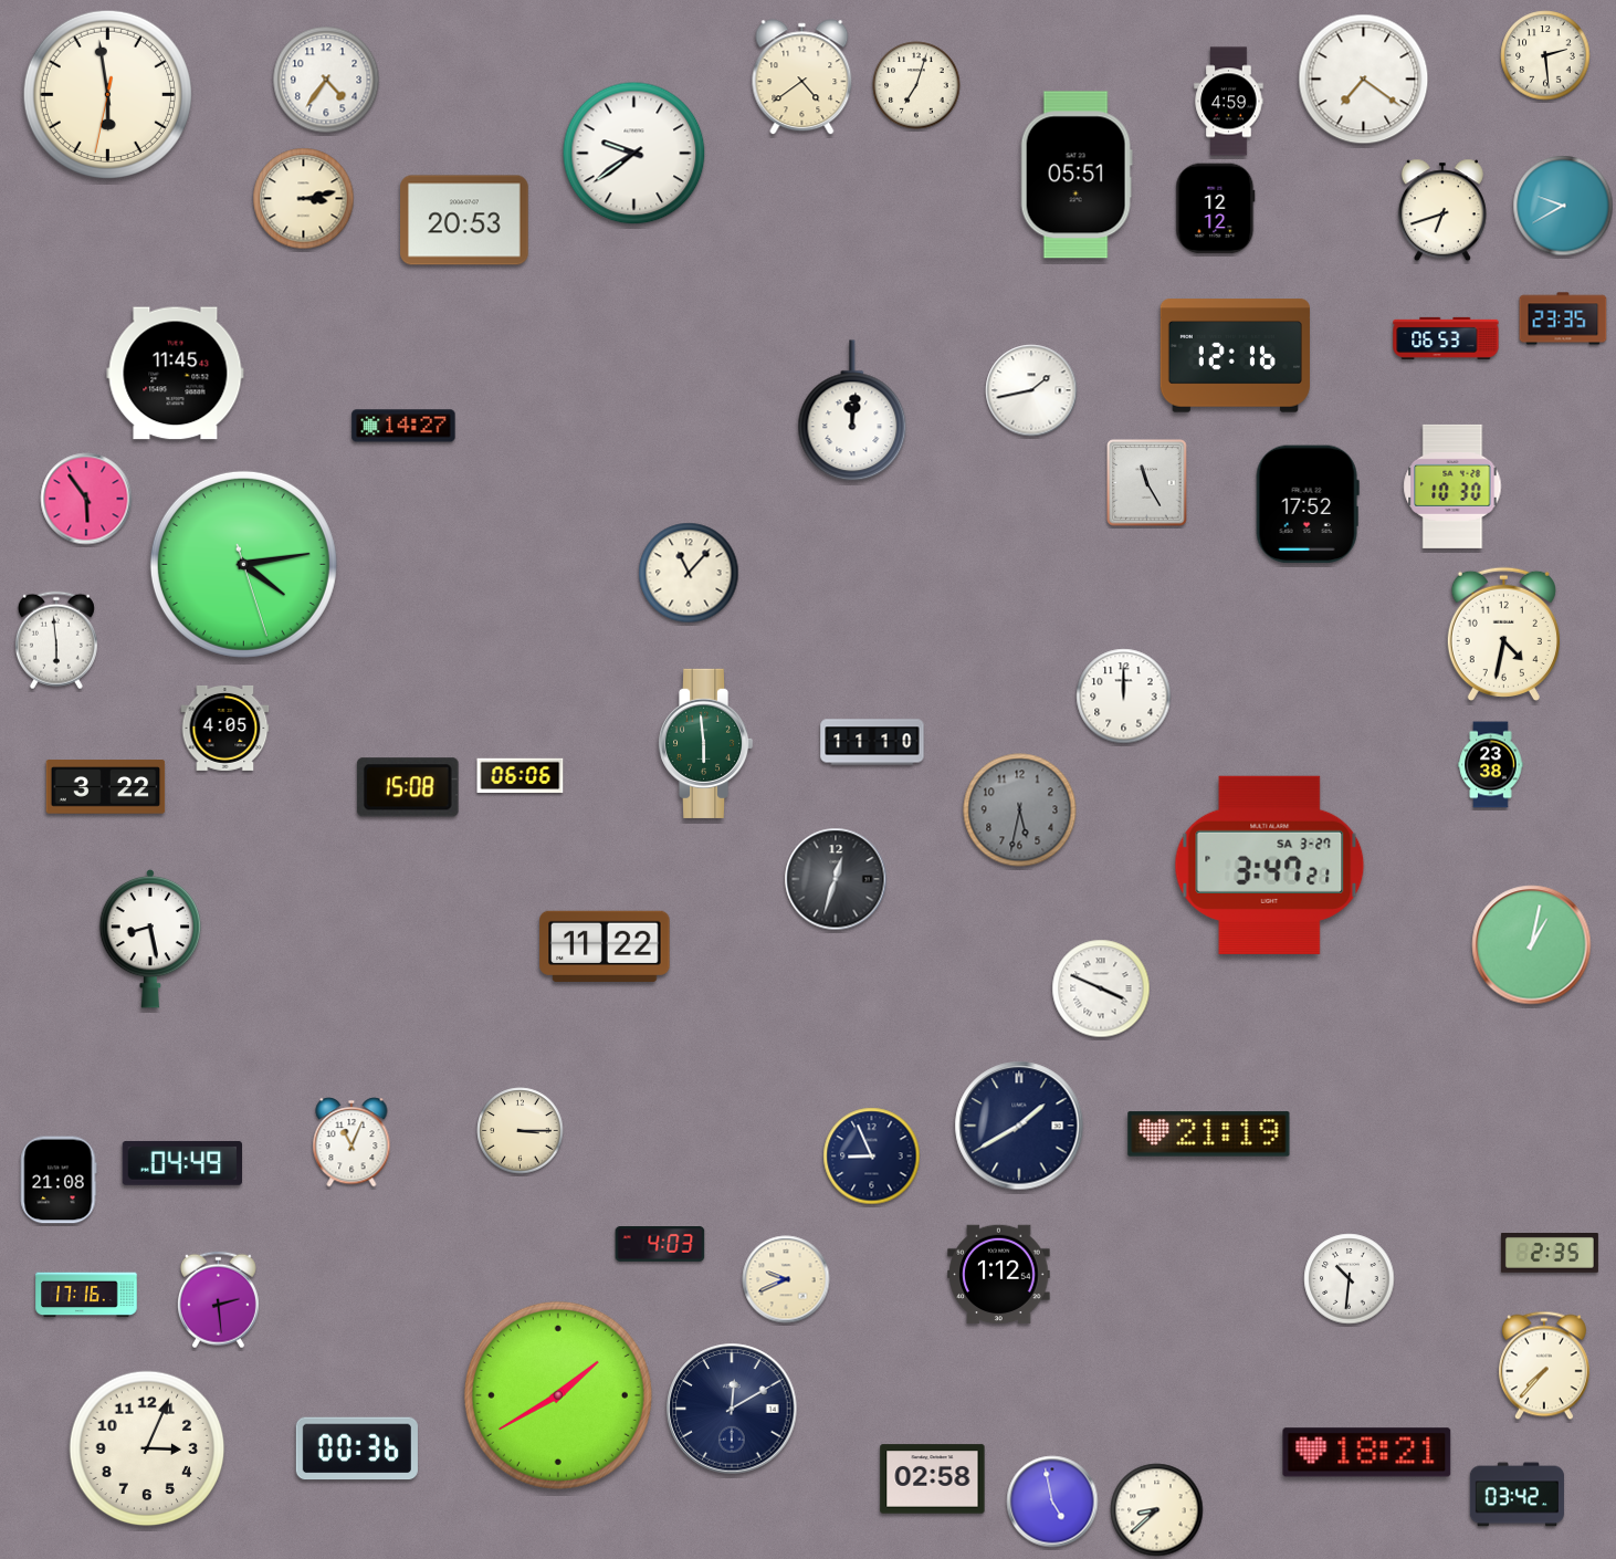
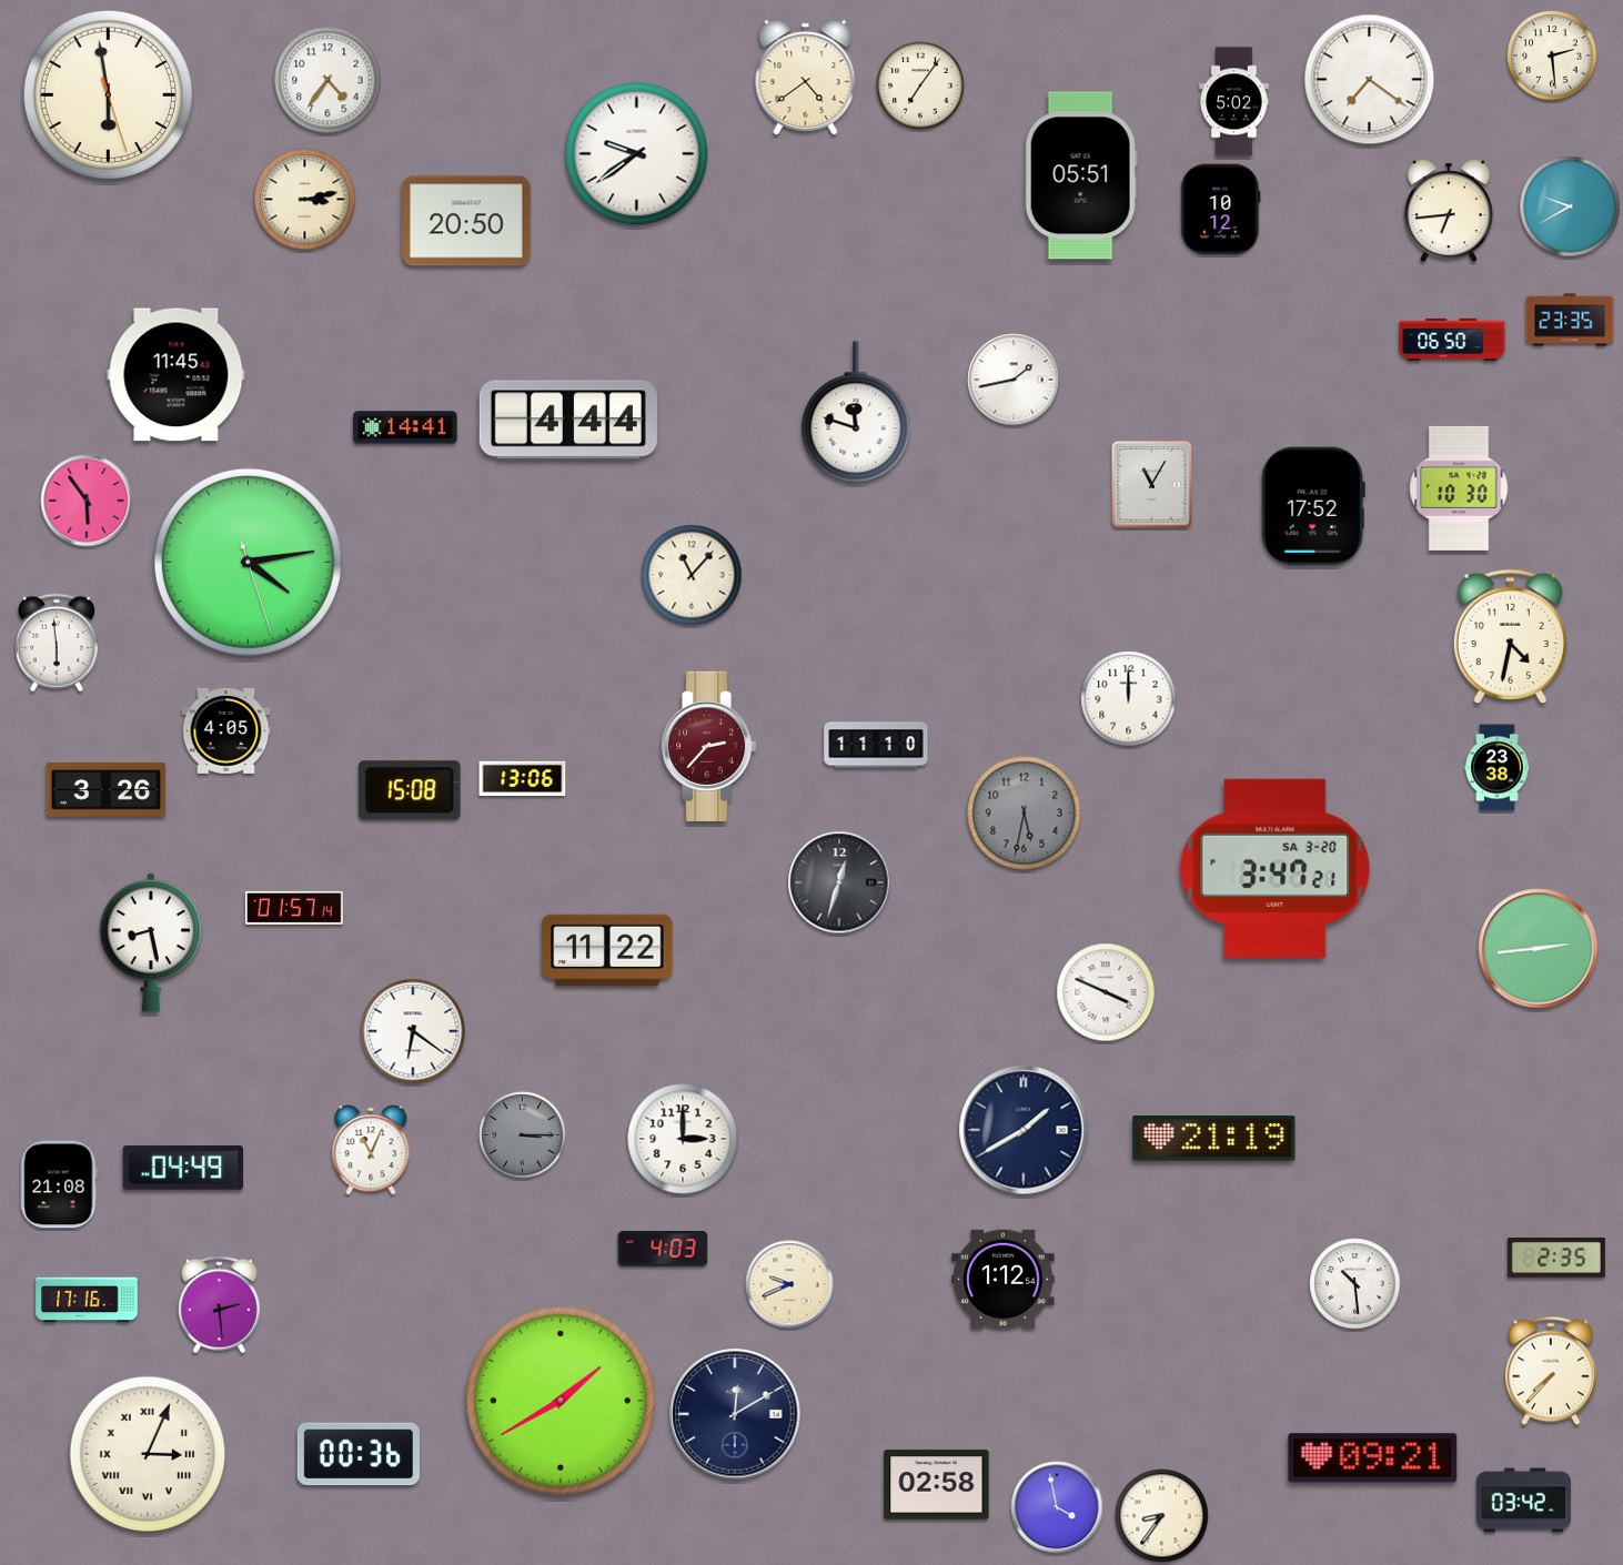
clock at (916, 85): 7:03 -> 7:06
clock at (107, 94): 5:58:32 -> 5:58:27
clock at (1229, 102): 4:59 -> 5:02
clock at (1216, 209): 12:12 -> 10:12
clock at (1442, 210): 6:42 -> 6:44
clock at (464, 220): 20:53 -> 20:50
clock at (1446, 338): 06:53 -> 06:50
clock at (1235, 356): 12:16 -> none
clock at (1031, 390) position: (1031, 390) -> (1014, 380)
clock at (852, 411): 12:01 -> 11:48
clock at (568, 420): none -> 4:44
clock at (403, 426): 14:27 -> 14:41
clock at (1147, 483): 11:25 -> 11:05
clock at (243, 564) position: (243, 564) -> (248, 562)
clock at (705, 743): 5:59 -> 2:37
clock at (705, 743) dial: green -> burgundy
clock at (521, 776): 06:06 -> 13:06
clock at (106, 787): 3:22 -> 3:26
clock at (1270, 865) date: SA 3-27 -> SA 3-20
clock at (294, 908): none -> 01:57
clock at (1532, 945): 1:02 -> 2:44
clock at (413, 1031): none -> 6:21
clock at (521, 1131) dial: cream -> grey
clock at (683, 1139): none -> 3:00
clock at (351, 1142) position: (351, 1142) -> (371, 1150)
clock at (872, 1157): 8:56 -> none
clock at (1350, 1279): 10:31 -> 10:29
clock at (147, 1448) numerals: Arabic -> Roman
clock at (1367, 1453): 18:21 -> 09:21
clock at (1052, 1502): 4:58 -> 3:58
clock at (1157, 1510): 8:38 -> 8:36
